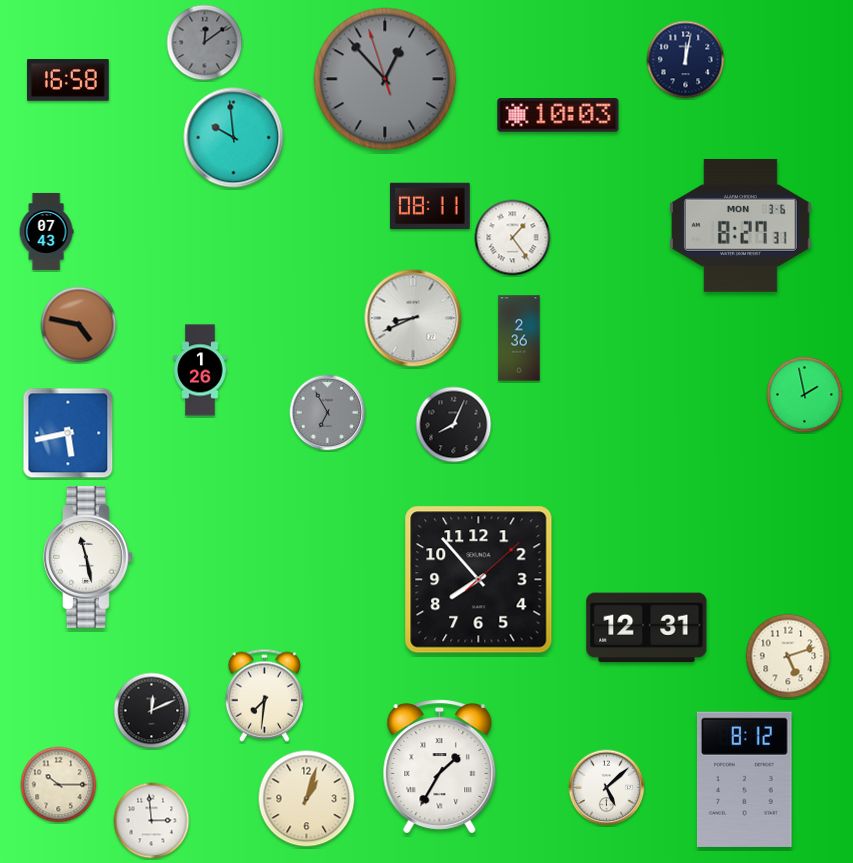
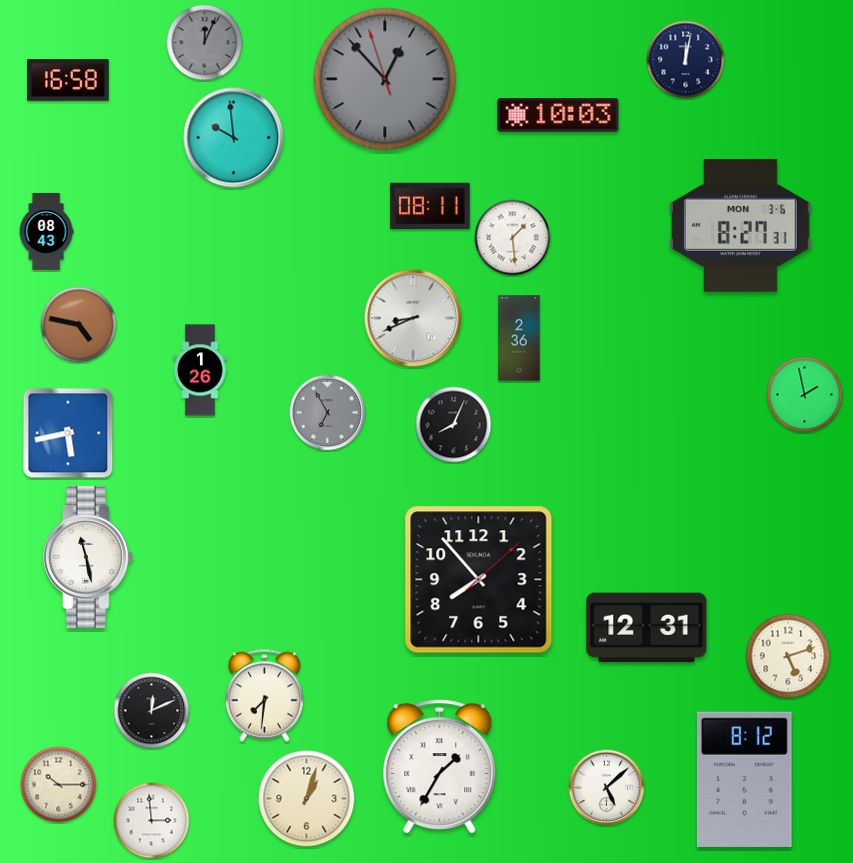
clock at (205, 43): 12:09 -> 12:04
clock at (46, 231): 07:43 -> 08:43
clock at (513, 238): 1:24 -> 1:29
